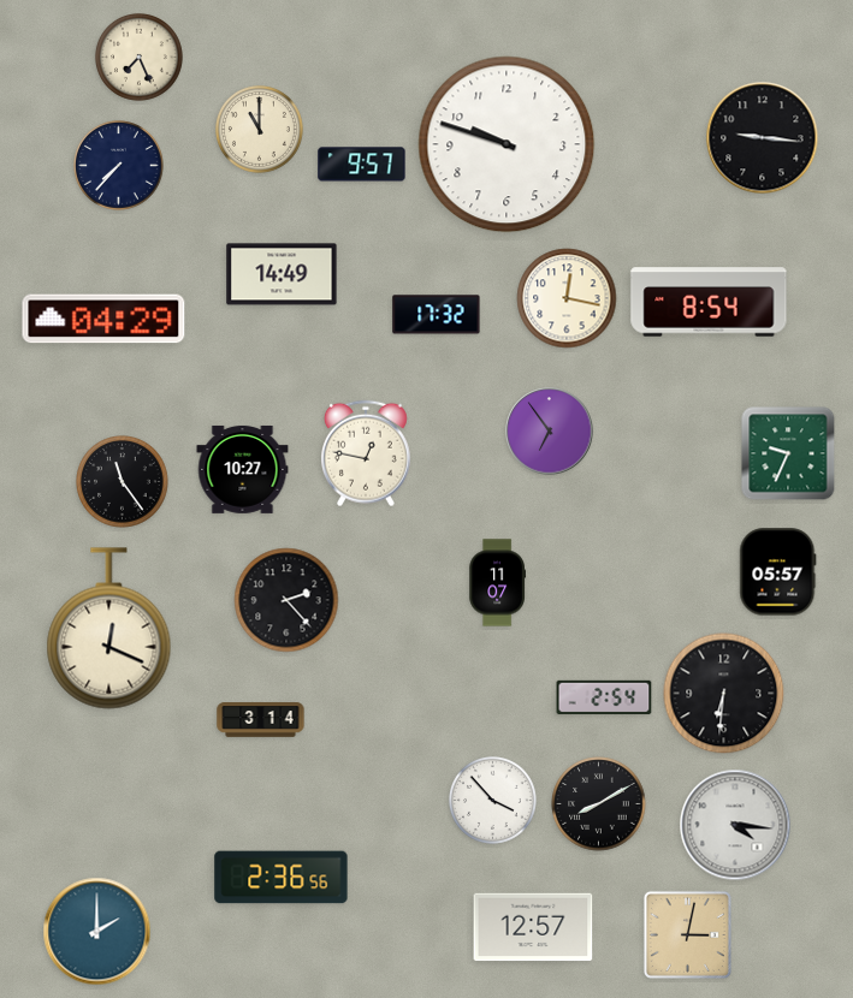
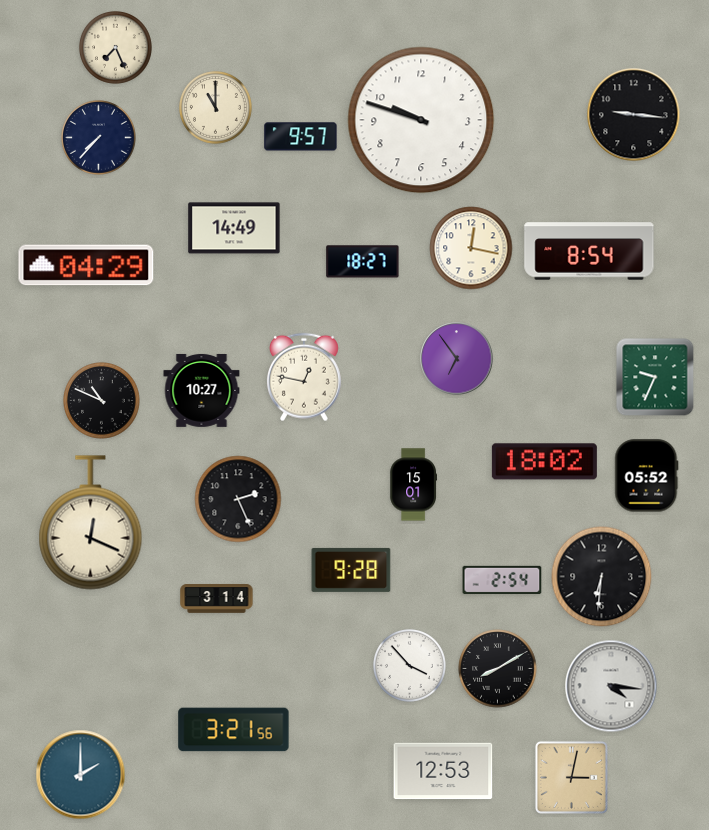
clock at (437, 315): 17:32 -> 18:27
clock at (123, 482): 11:24 -> 10:49
clock at (544, 462): none -> 18:02
clock at (778, 572): 05:57 -> 05:52
clock at (497, 583): 11:07 -> 15:01
clock at (286, 600): 2:23 -> 2:26
clock at (351, 570): none -> 9:28
clock at (282, 878): 2:36 -> 3:21
clock at (533, 927): 12:57 -> 12:53
